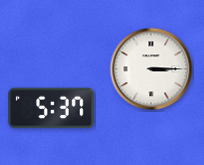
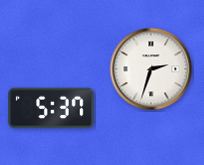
clock at (151, 69): 3:15 -> 2:33
